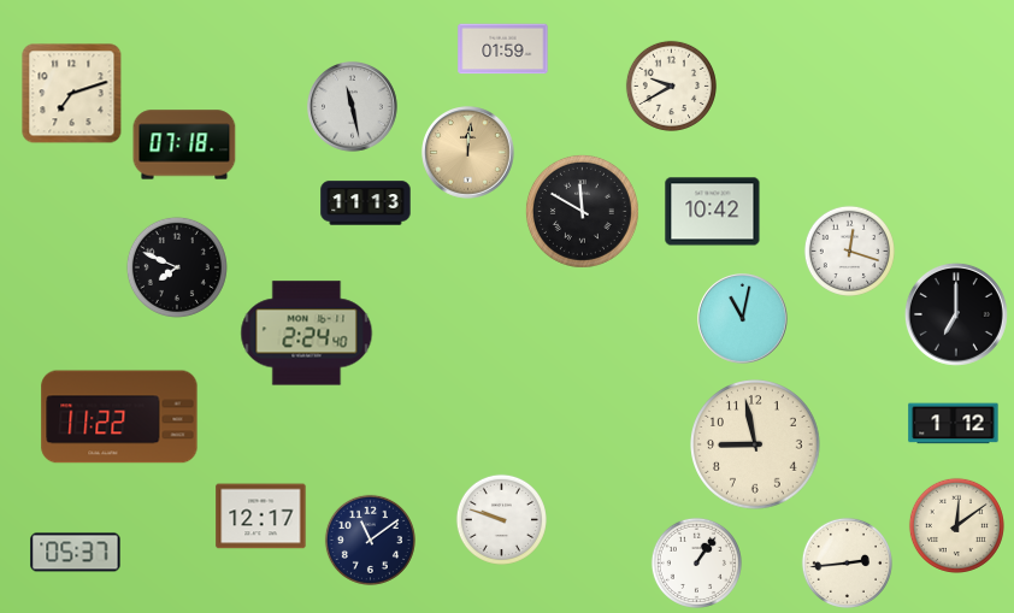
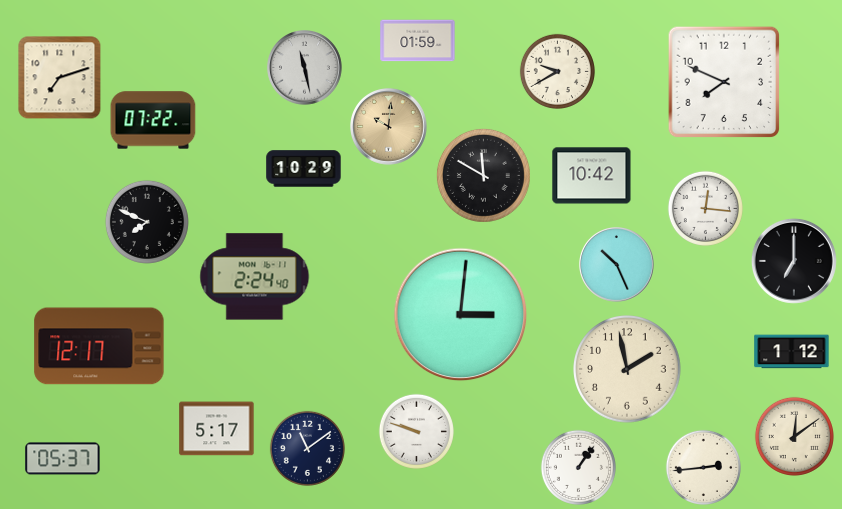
clock at (724, 82): none -> 7:49
clock at (353, 107) position: (353, 107) -> (305, 68)
clock at (184, 145): 07:18 -> 07:22
clock at (468, 153): 12:01 -> 10:01
clock at (366, 204): 11:13 -> 10:29
clock at (849, 250): 12:18 -> 12:16
clock at (743, 319): 11:02 -> 10:26
clock at (461, 315): none -> 3:01
clock at (119, 417): 11:22 -> 12:17
clock at (755, 446): 8:58 -> 1:58
clock at (261, 517): 12:17 -> 5:17
